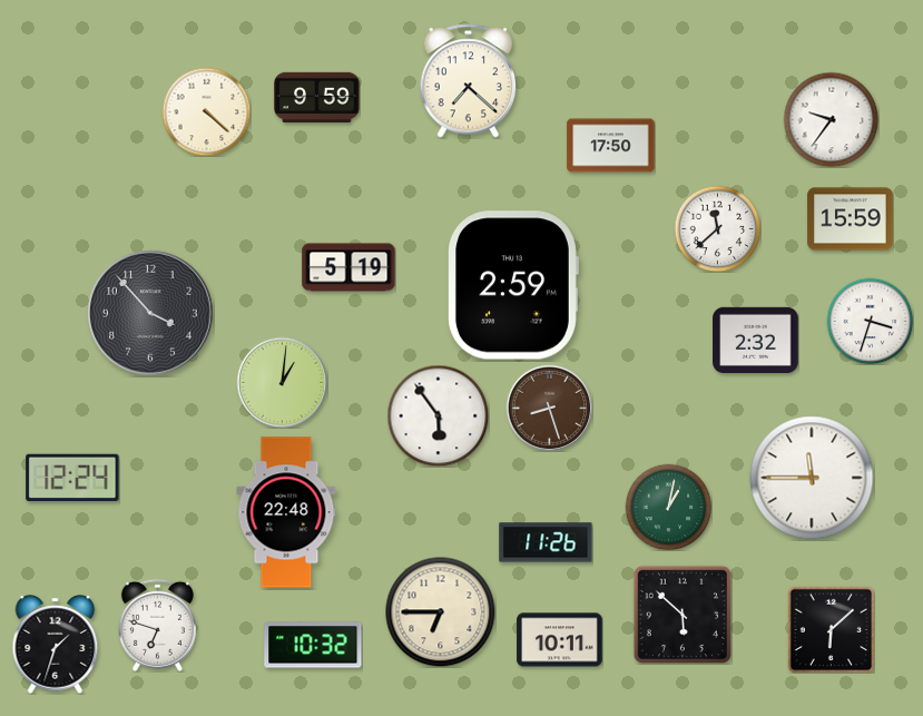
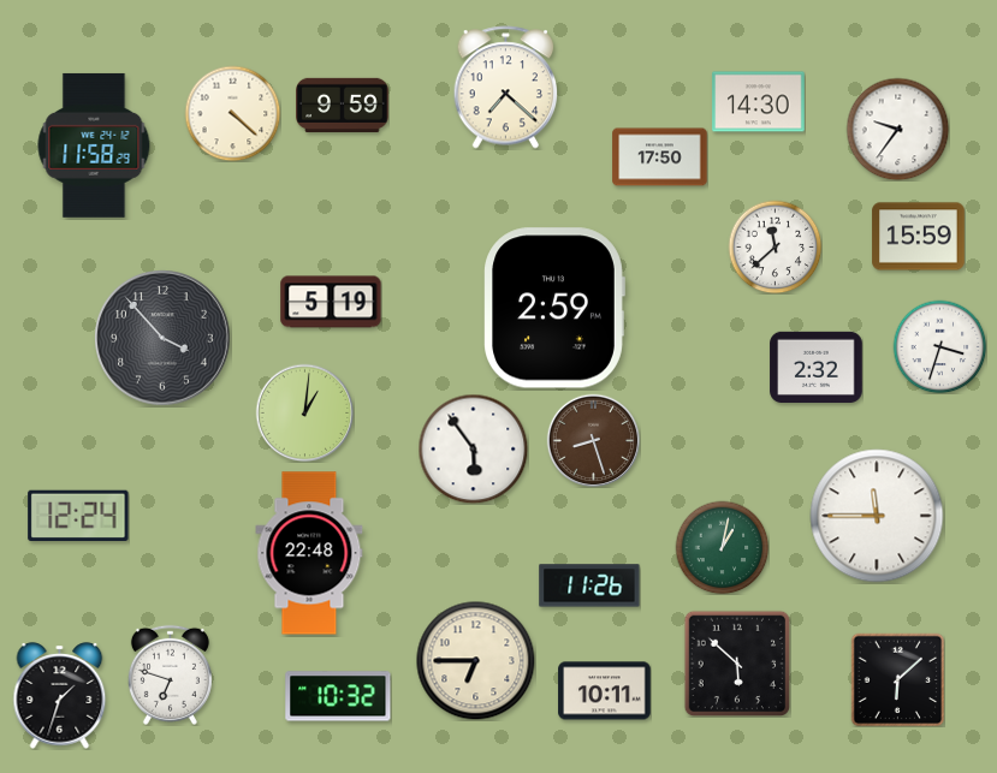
clock at (759, 102): none -> 14:30
clock at (206, 111) position: (206, 111) -> (232, 113)
clock at (94, 145): none -> 11:58
clock at (348, 267) position: (348, 267) -> (331, 302)
